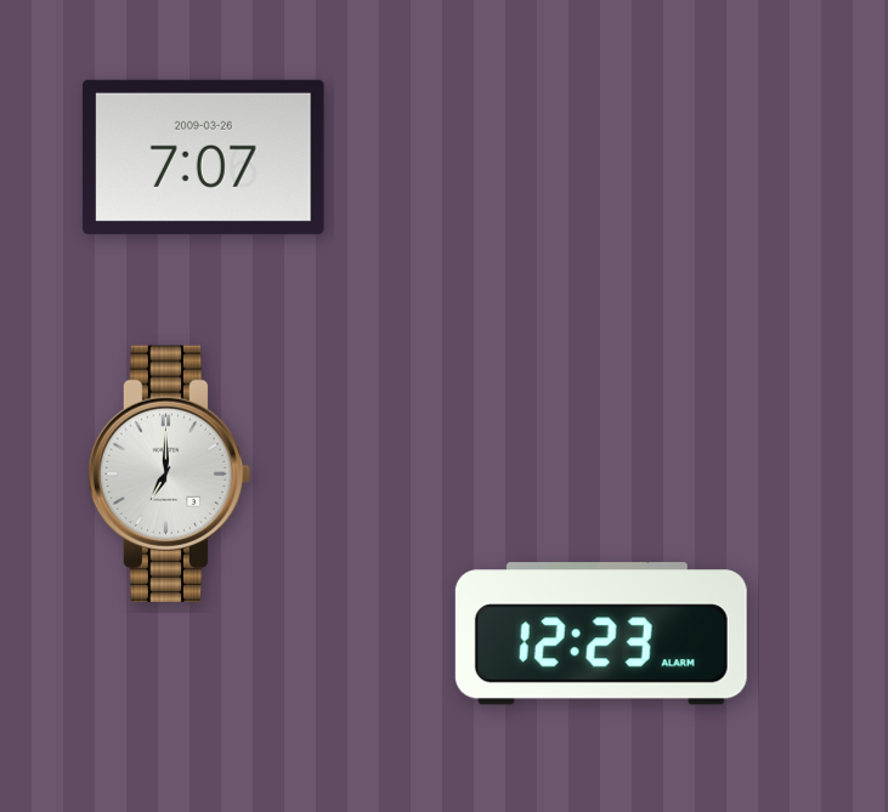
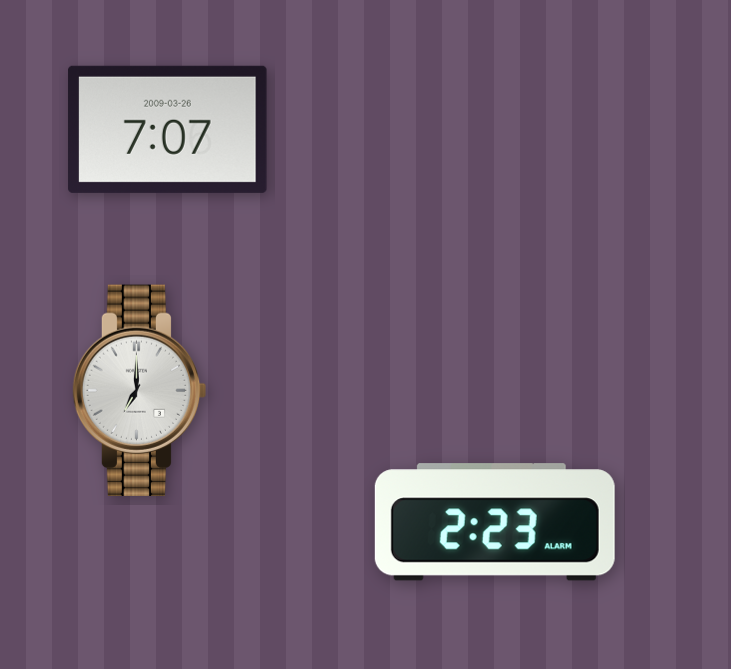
clock at (601, 634): 12:23 -> 2:23
